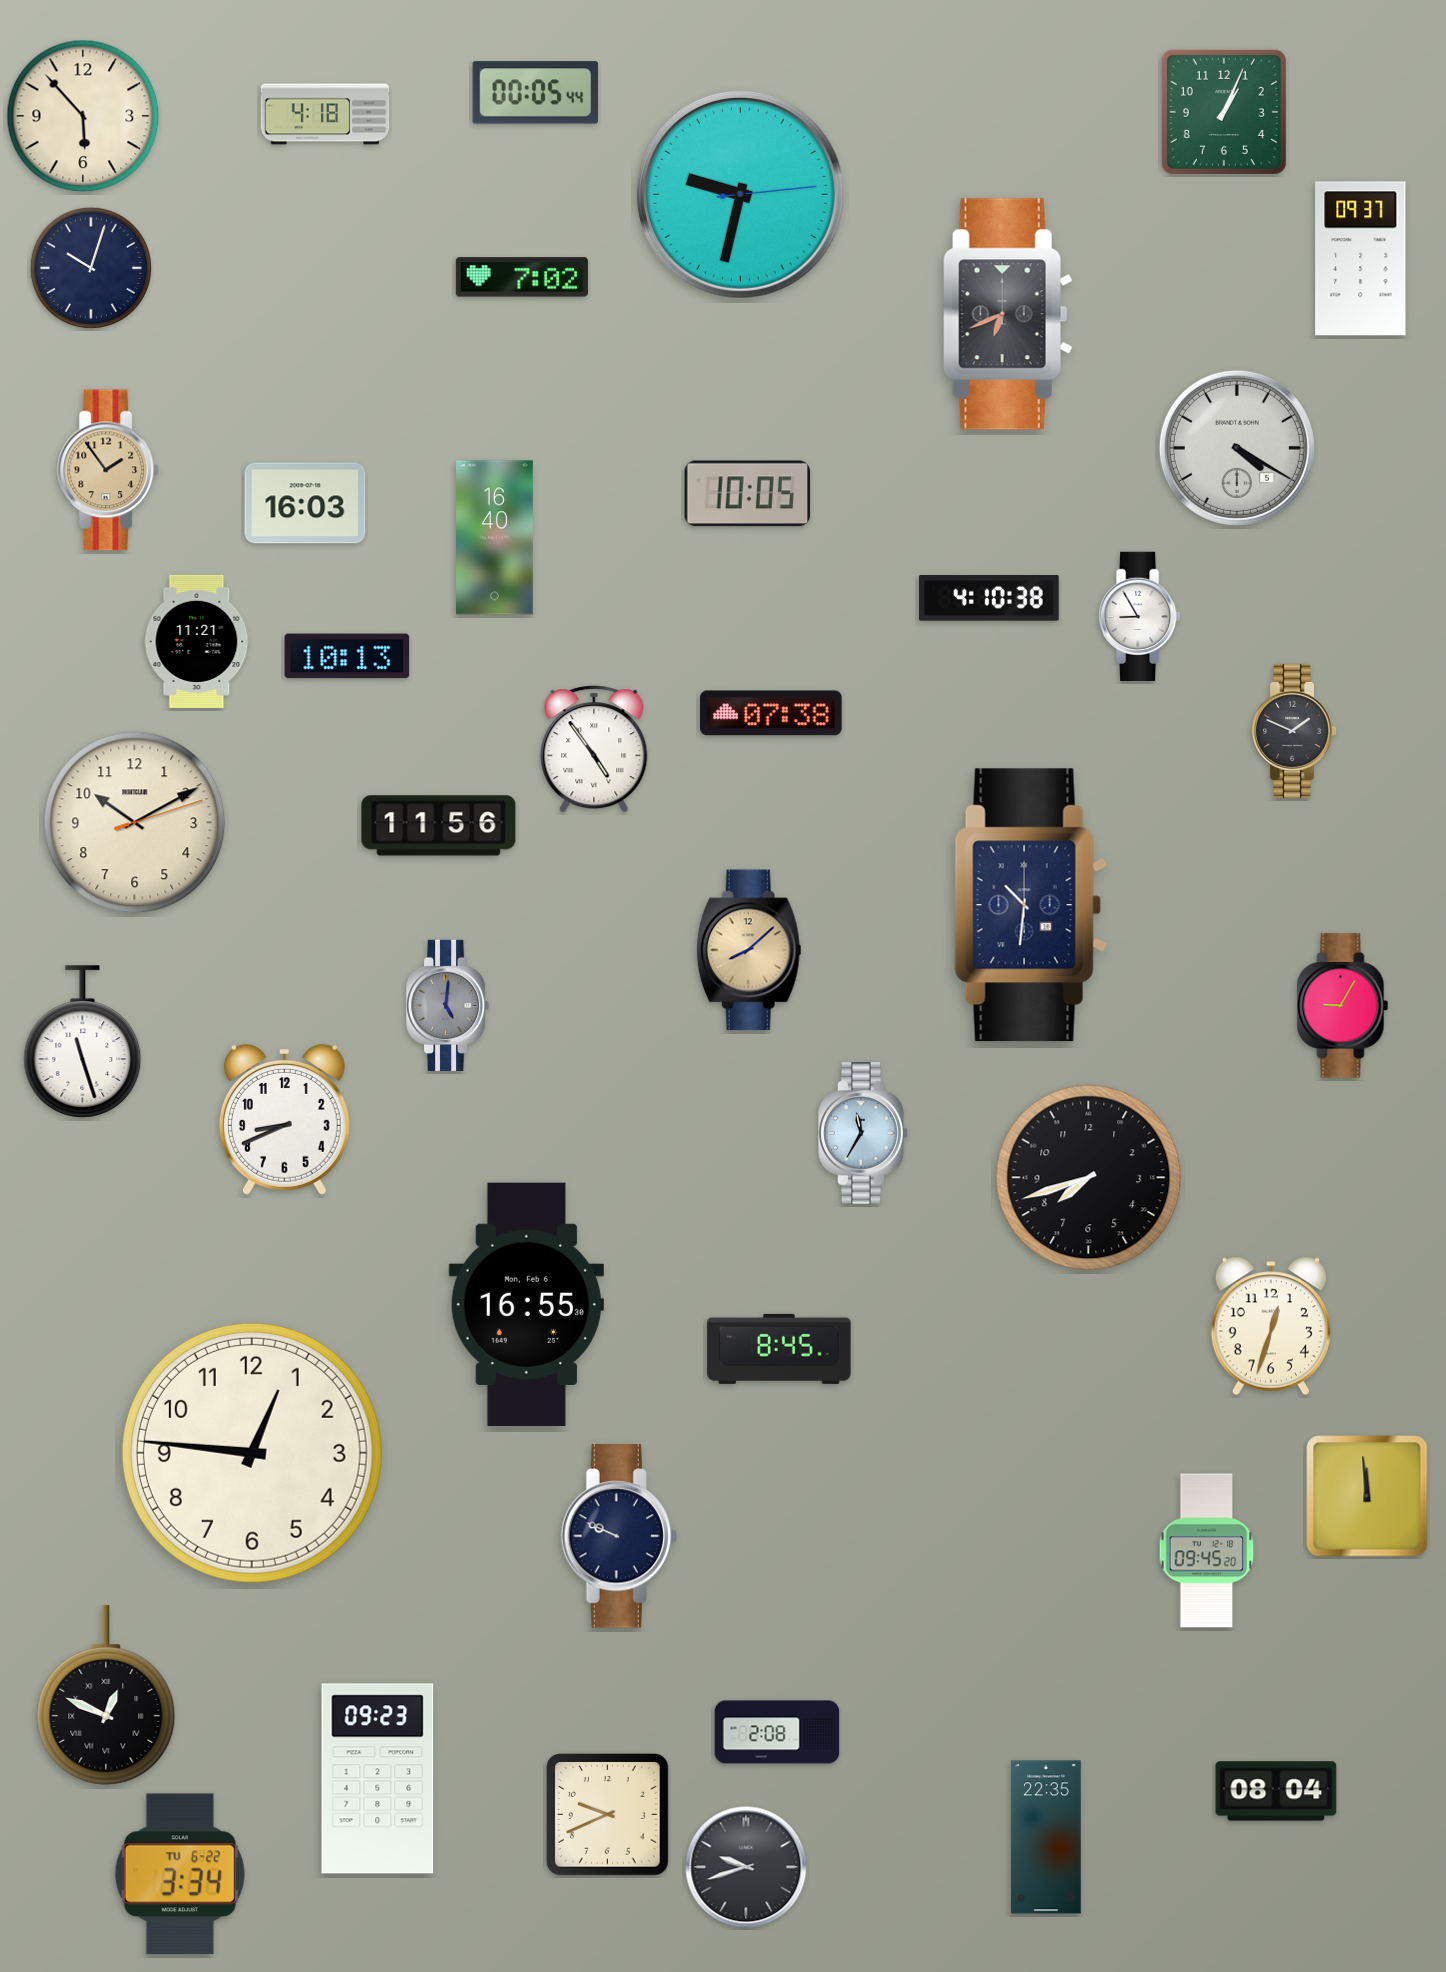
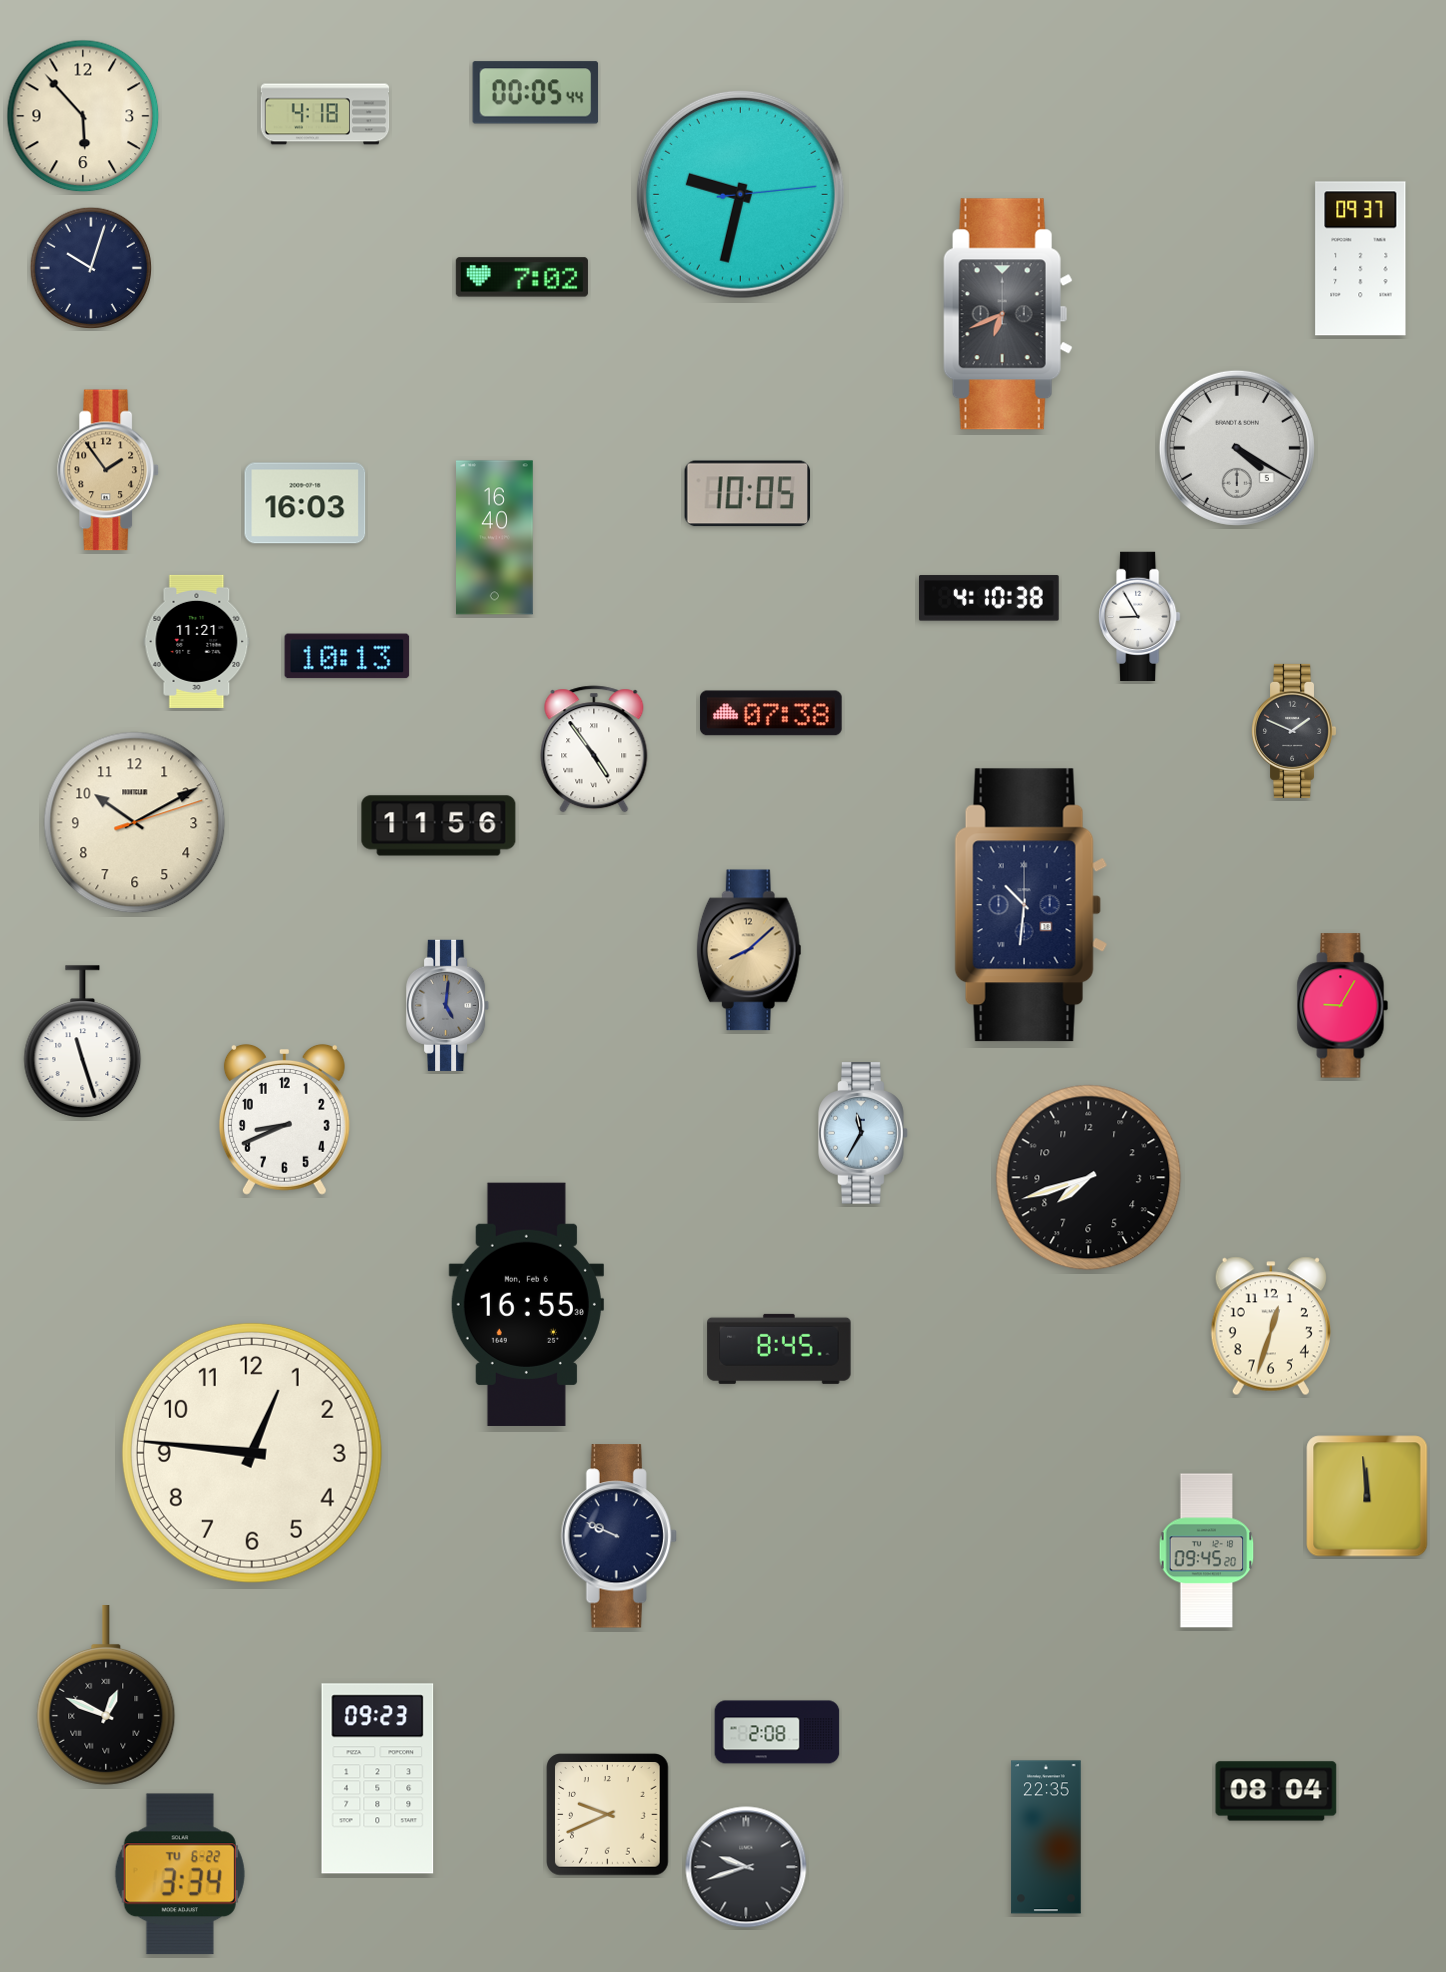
clock at (1224, 112): 1:04 -> none
